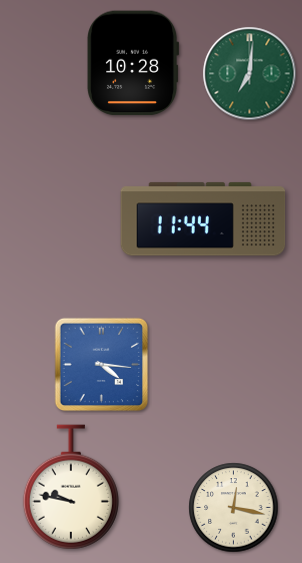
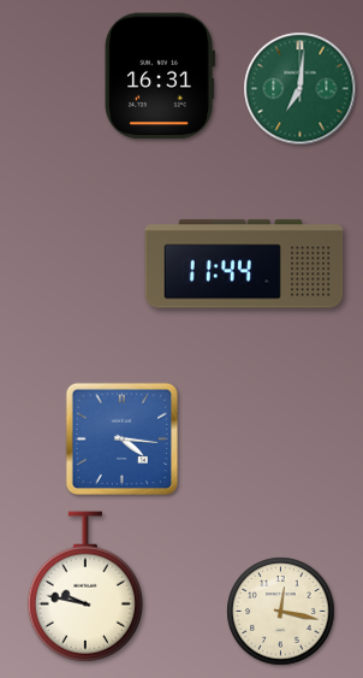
clock at (133, 63): 10:28 -> 16:31
